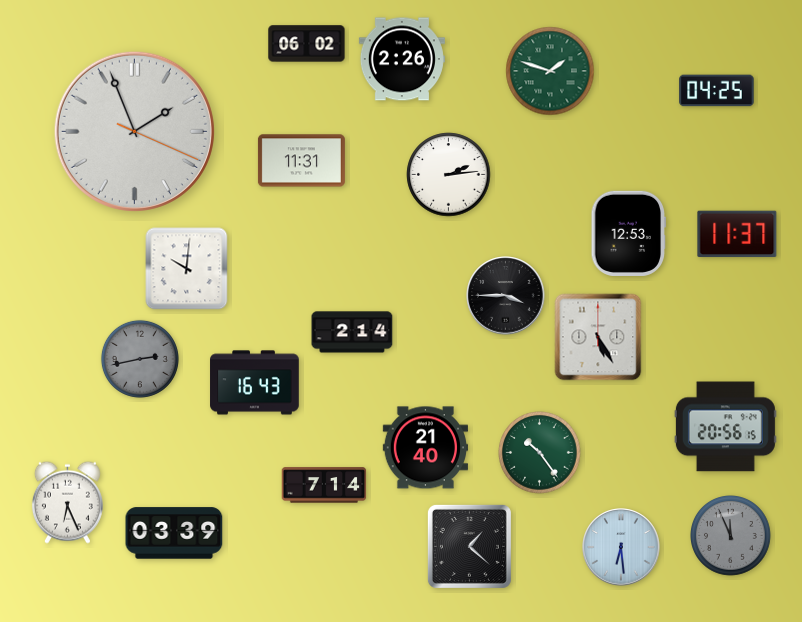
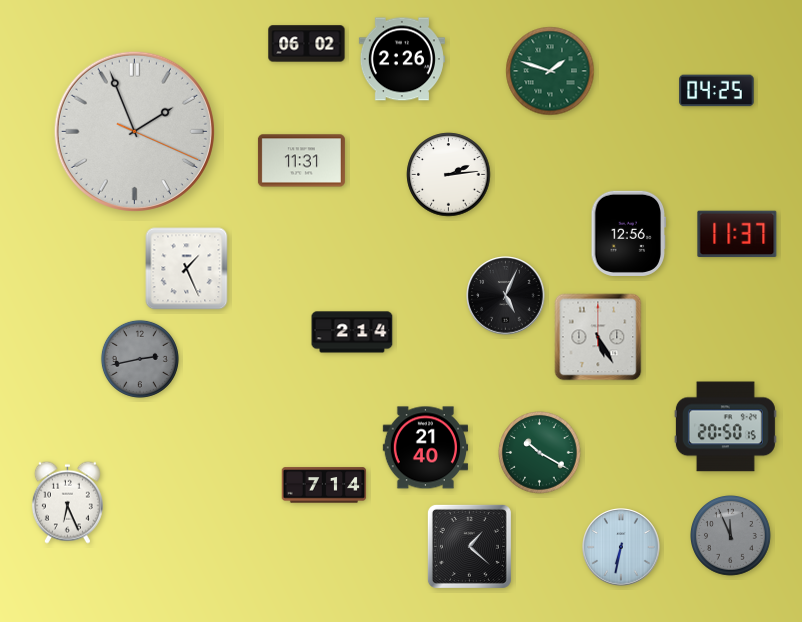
clock at (629, 233): 12:53 -> 12:56
clock at (187, 269): 10:01 -> 1:26
clock at (506, 296): 3:45 -> 5:04
clock at (255, 383): 16:43 -> none
clock at (725, 427): 20:56 -> 20:50
clock at (540, 453): 10:24 -> 10:20
clock at (174, 533): 03:39 -> none
clock at (621, 547): 6:29 -> 6:32
